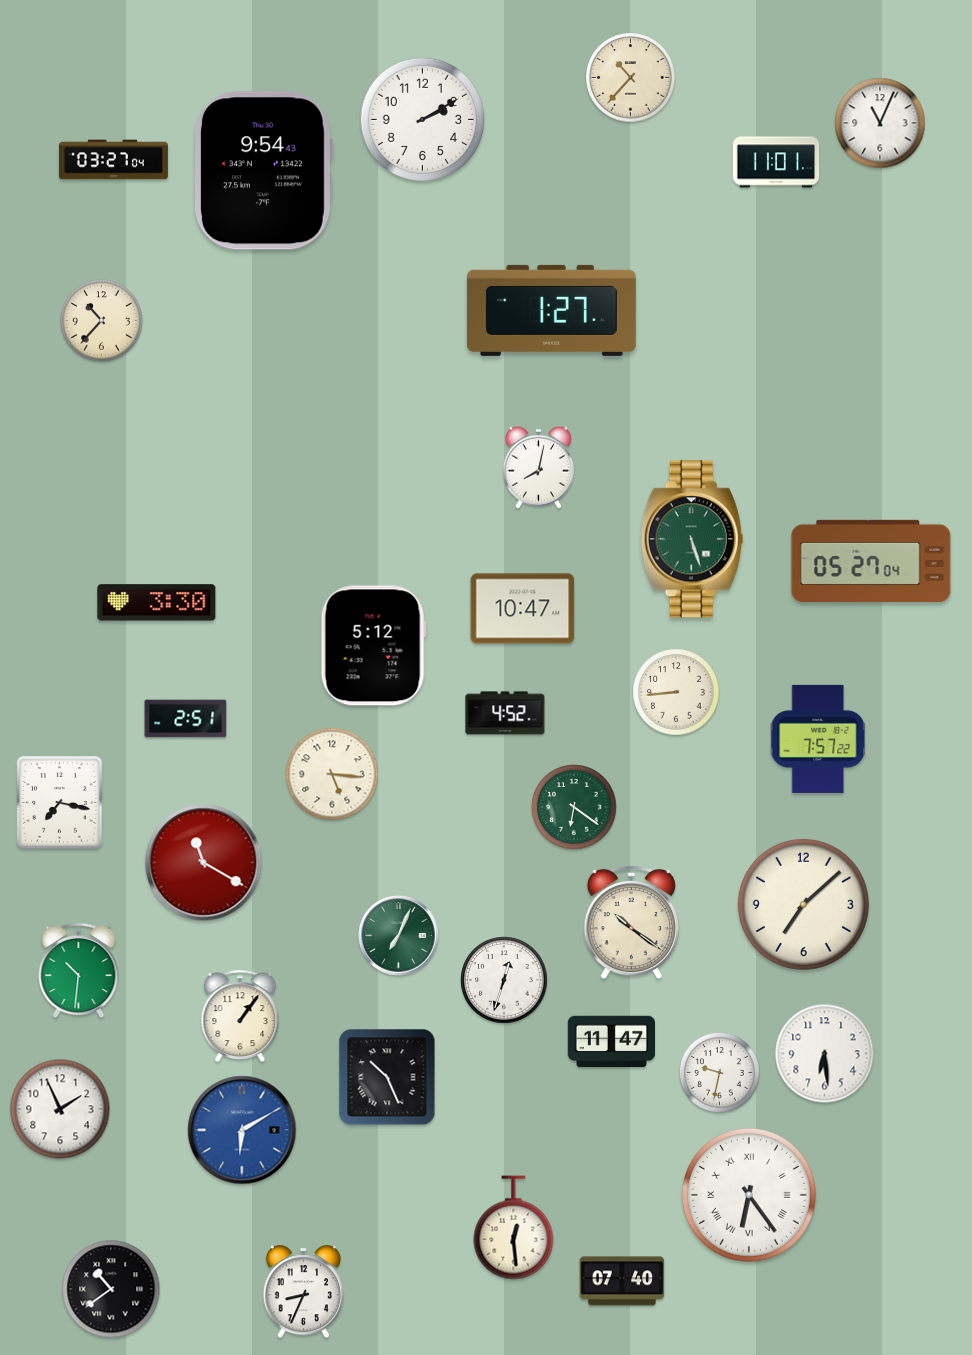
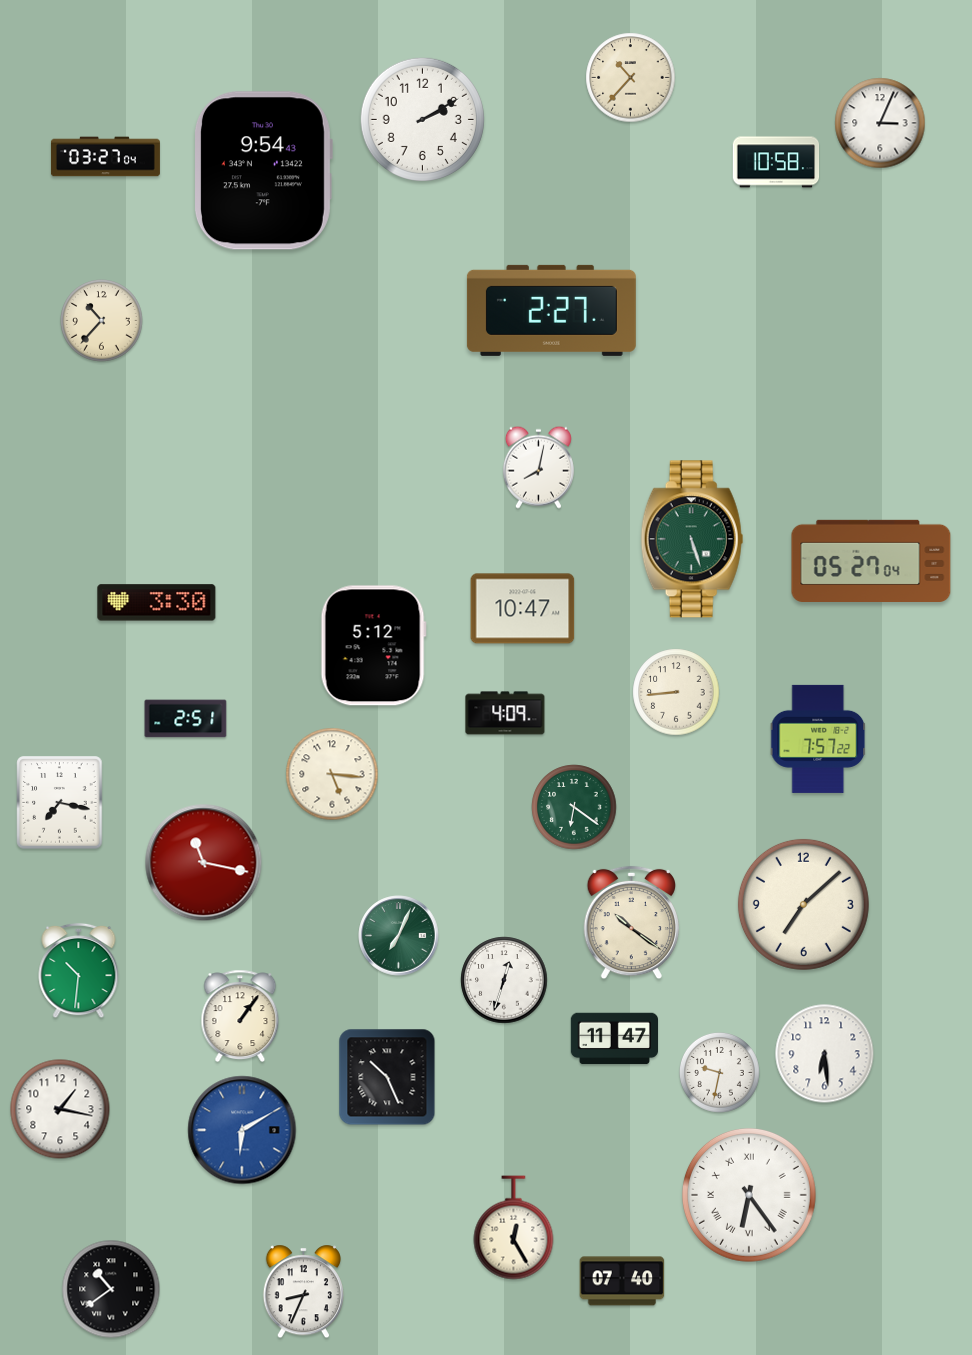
clock at (880, 123): 11:04 -> 3:04
clock at (113, 160) position: (113, 160) -> (105, 157)
clock at (776, 162): 11:01 -> 10:58
clock at (551, 310): 1:27 -> 2:27
clock at (505, 713): 4:52 -> 4:09
clock at (204, 863): 11:20 -> 11:17
clock at (611, 1042) position: (611, 1042) -> (614, 1039)
clock at (60, 1109): 1:56 -> 1:17
clock at (514, 1228): 12:29 -> 12:25
